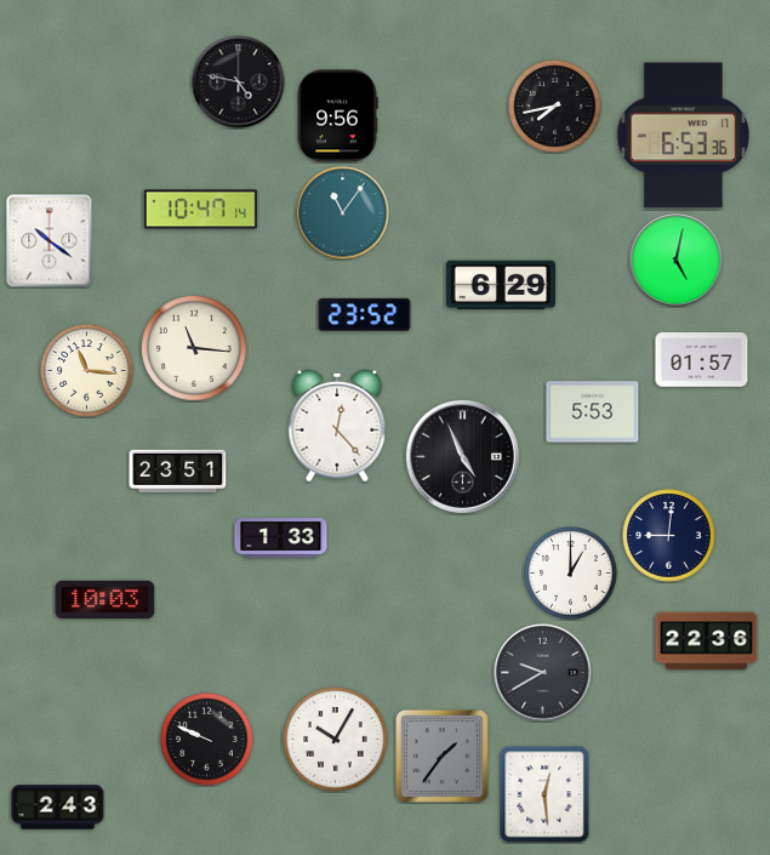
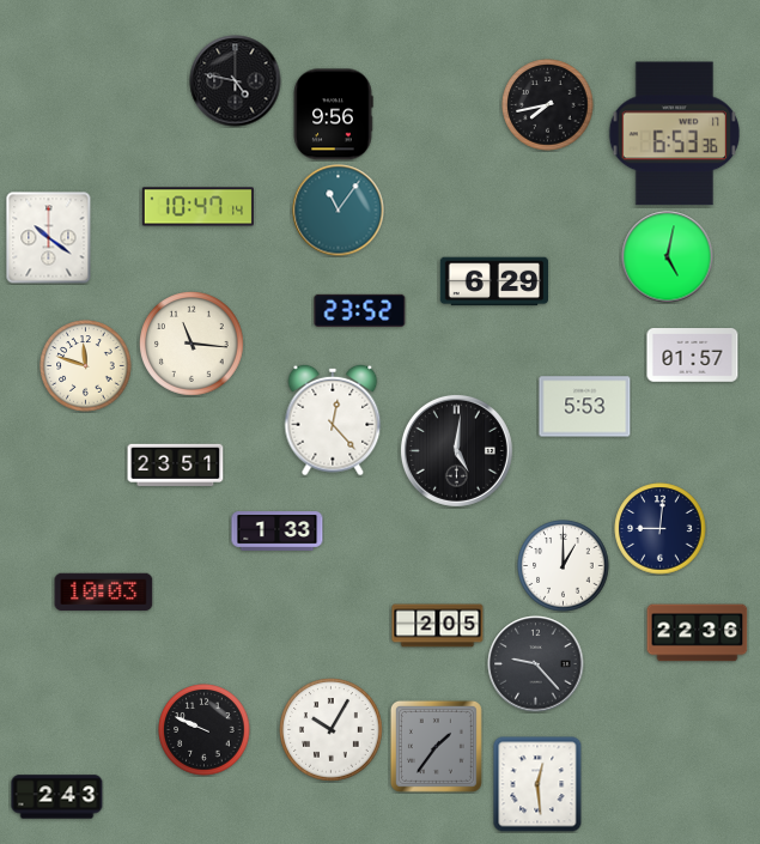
clock at (87, 371): 11:16 -> 11:48
clock at (462, 456): 4:56 -> 5:01
clock at (438, 626): none -> 2:05
clock at (543, 673): 9:40 -> 9:23
